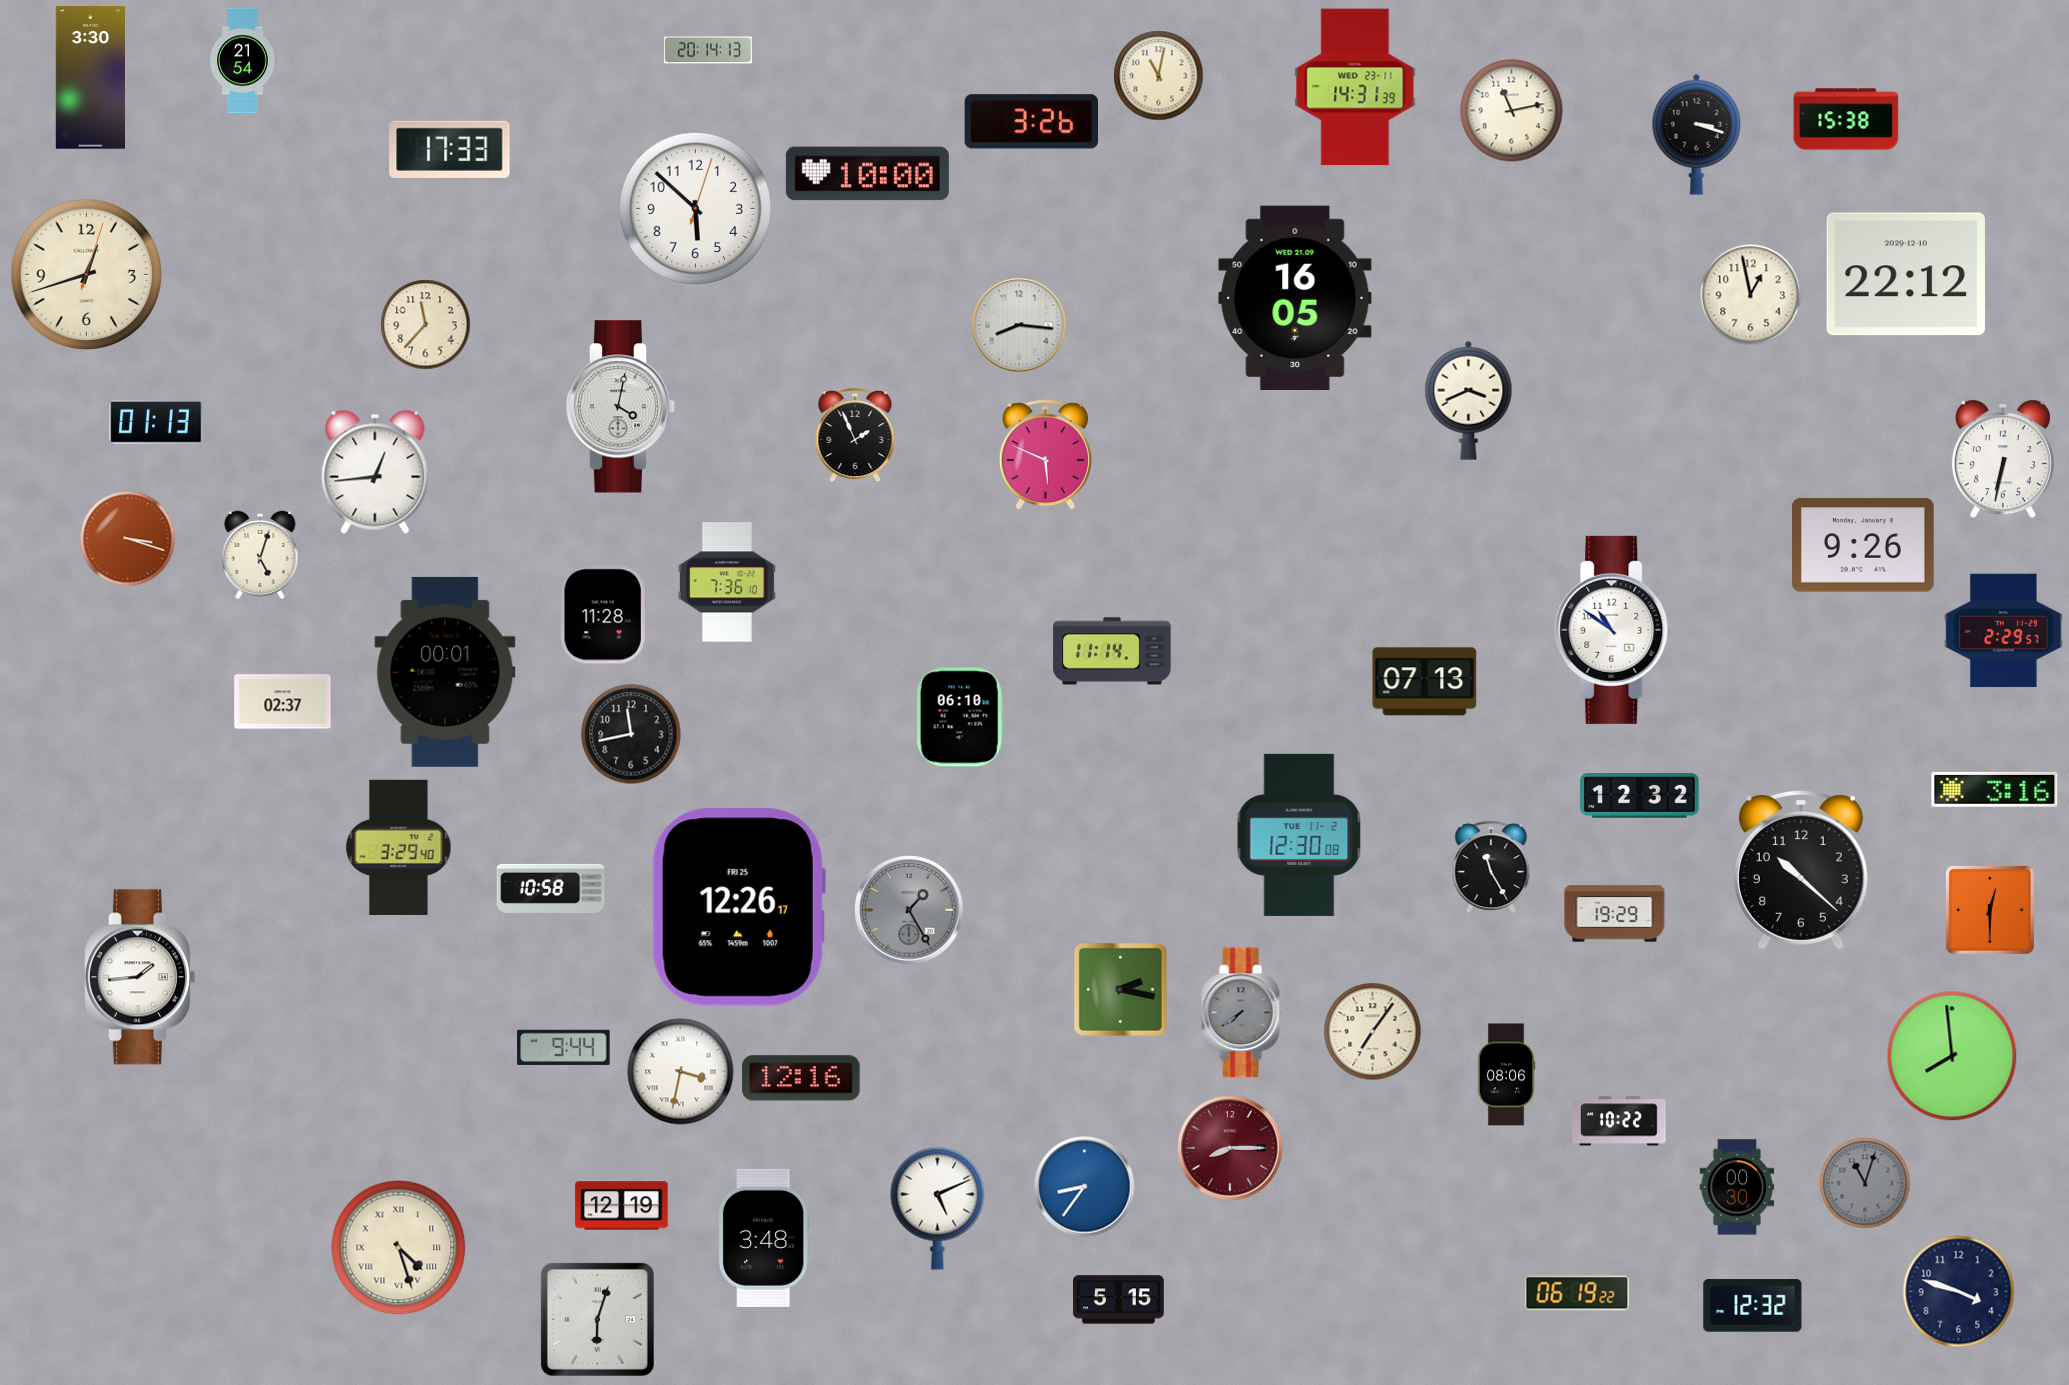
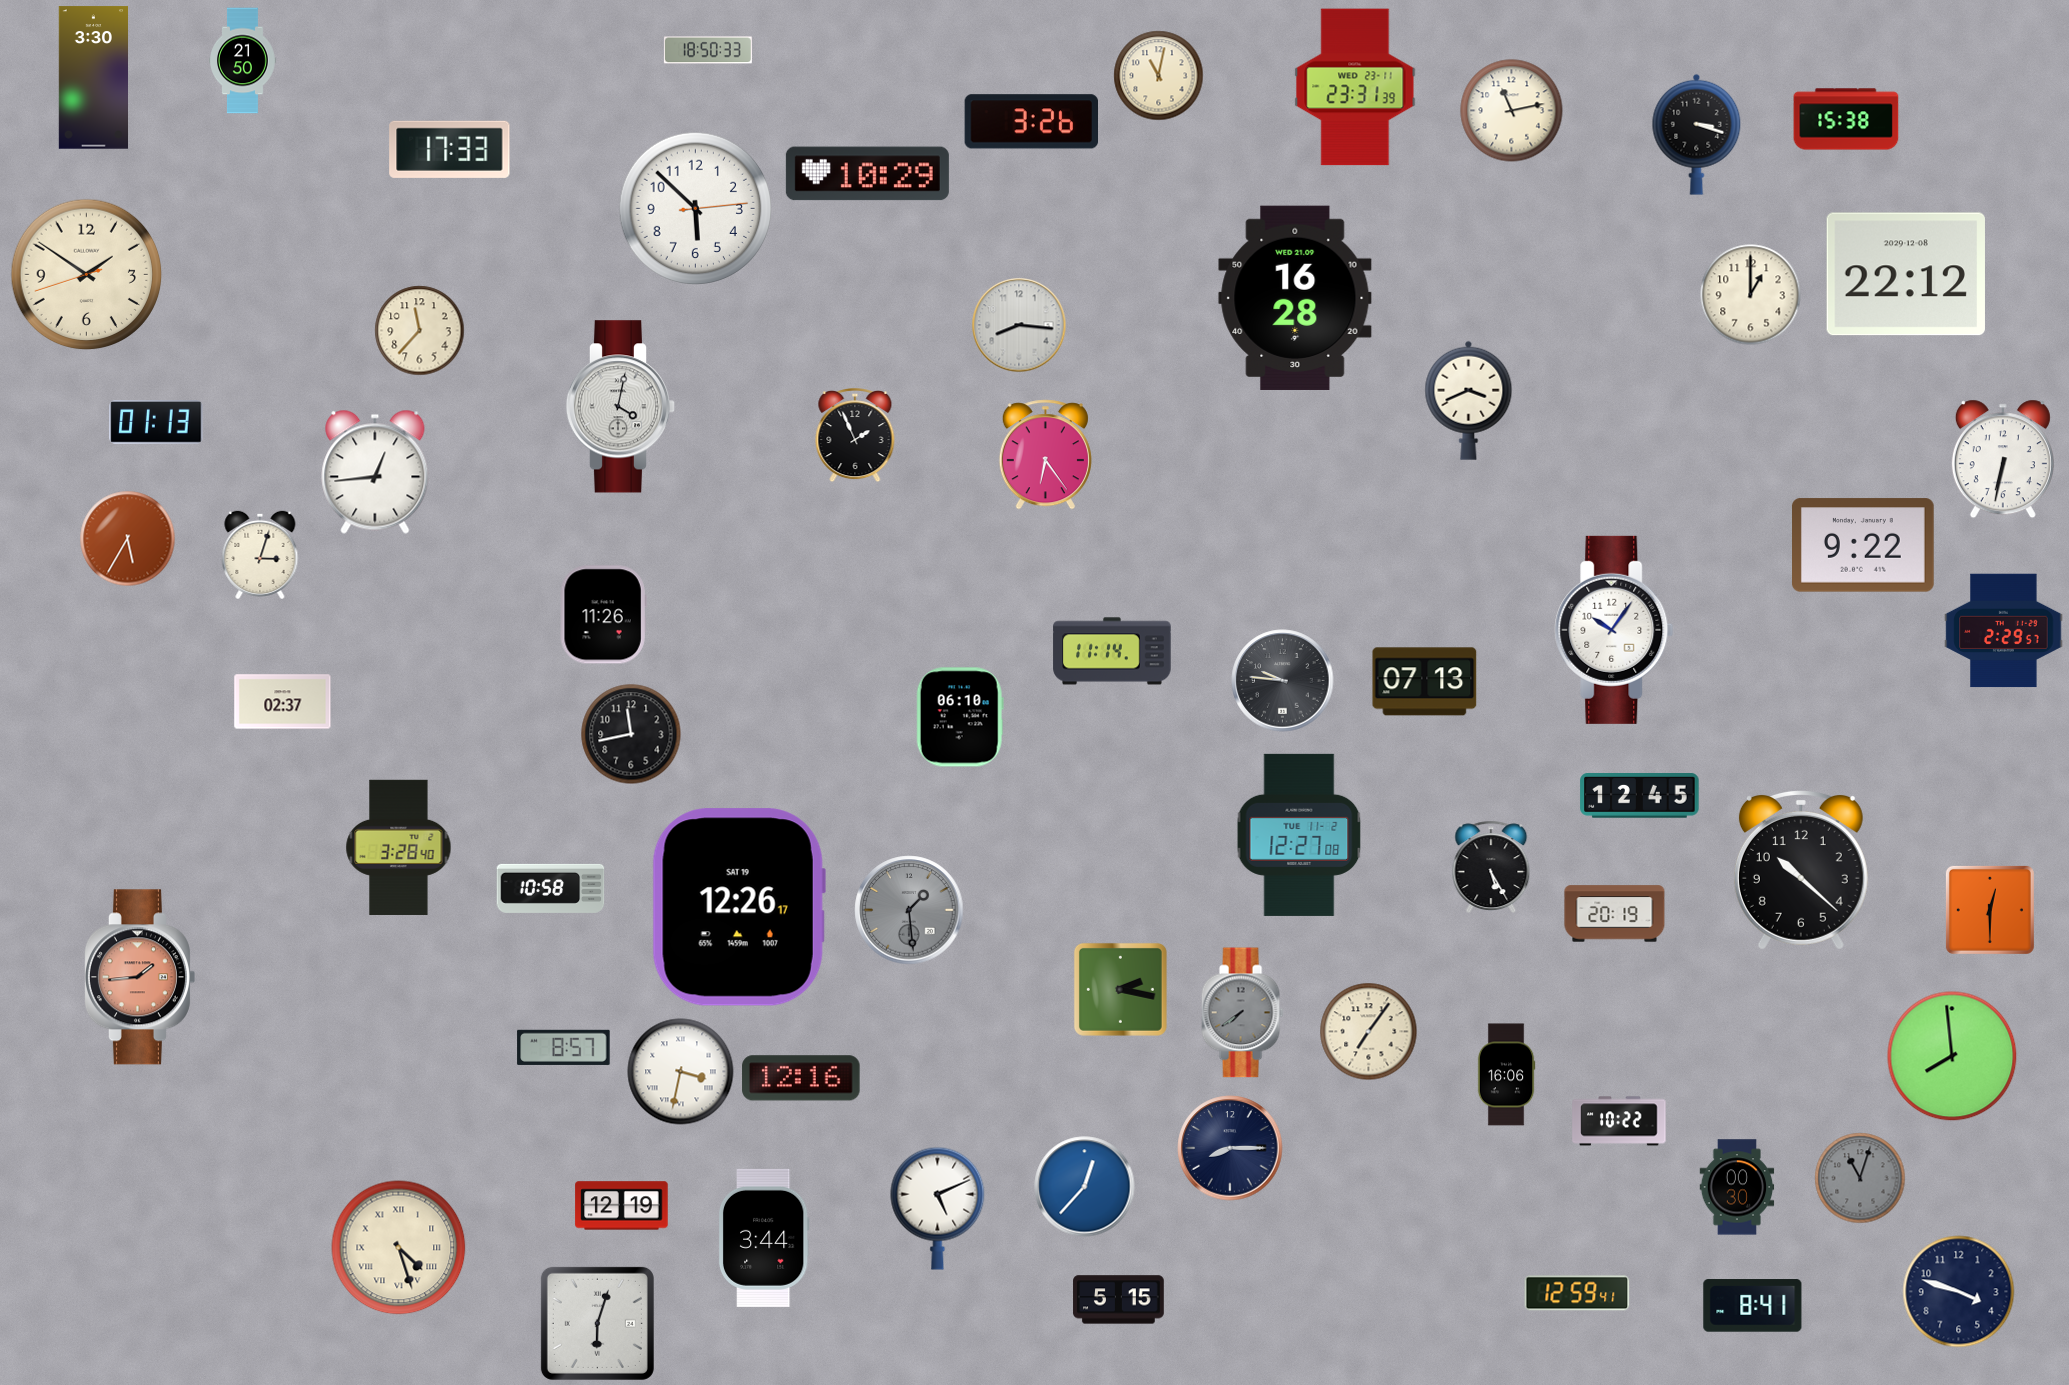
clock at (708, 50): 20:14 -> 18:50
clock at (243, 61): 21:54 -> 21:50
clock at (90, 78) position: (90, 78) -> (93, 78)
clock at (1355, 87): 14:31 -> 23:31
clock at (867, 174): 10:00 -> 10:29
clock at (695, 208): 5:52:03 -> 5:52:14
clock at (1906, 274) date: 2029-12-10 -> 2029-12-08
clock at (87, 275): 12:42 -> 1:50
clock at (1751, 295): 12:58 -> 1:00
clock at (1295, 298): 16:05 -> 16:28
clock at (426, 325) position: (426, 325) -> (420, 331)
clock at (1045, 455): 5:49 -> 6:24
clock at (128, 539): 3:18 -> 5:35
clock at (1864, 545): 9:26 -> 9:22
clock at (260, 554): 5:03 -> 3:03
clock at (727, 582): 7:36 -> none
clock at (603, 615): 11:28 -> 11:26
clock at (1614, 630): 10:51 -> 10:06
clock at (445, 672): 00:01 -> none
clock at (1283, 681): none -> 9:46
clock at (1995, 789): 3:16 -> none
clock at (1640, 796): 12:32 -> 12:45
clock at (1299, 835): 12:30 -> 12:27
clock at (399, 847): 3:29 -> 3:28
clock at (1491, 866): 11:25 -> 5:25
clock at (739, 907) date: FRI 25 -> SAT 19
clock at (909, 910): 1:25 -> 1:29
clock at (1615, 914): 19:29 -> 20:19
clock at (139, 977) dial: white -> salmon
clock at (1373, 1032) position: (1373, 1032) -> (1369, 1032)
clock at (564, 1047): 9:44 -> 8:57
clock at (1506, 1075): 08:06 -> 16:06
clock at (1230, 1148) dial: burgundy -> navy
clock at (1865, 1183) position: (1865, 1183) -> (1860, 1178)
clock at (1085, 1187): 8:36 -> 12:37
clock at (764, 1238): 3:48 -> 3:44
clock at (1577, 1293): 06:19 -> 12:59
clock at (1753, 1306): 12:32 -> 8:41
clock at (597, 1319) position: (597, 1319) -> (597, 1323)
